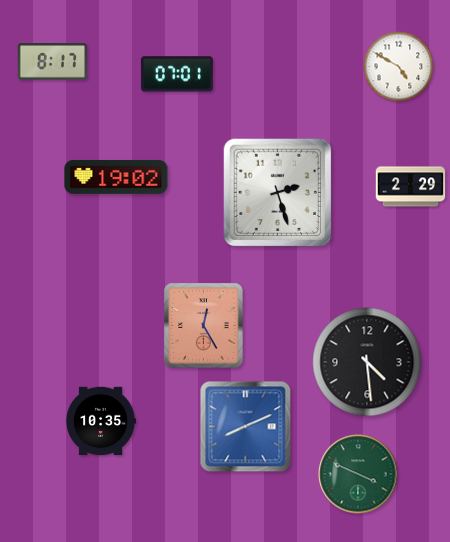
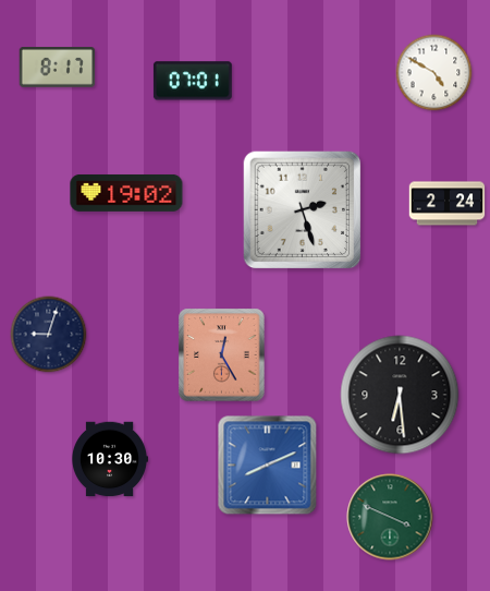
clock at (411, 187): 2:29 -> 2:24
clock at (49, 335): none -> 9:03
clock at (367, 362): 4:29 -> 6:29
clock at (100, 421): 10:35 -> 10:30
